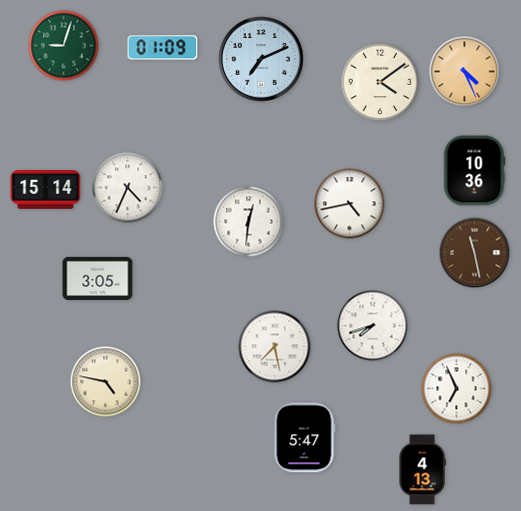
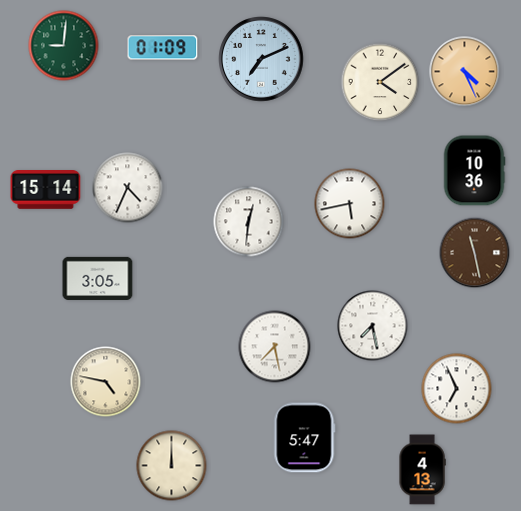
clock at (64, 46): 9:03 -> 9:01
clock at (350, 204): 4:43 -> 5:43
clock at (373, 326): 7:42 -> 7:28
clock at (172, 466): none -> 12:00
